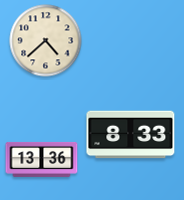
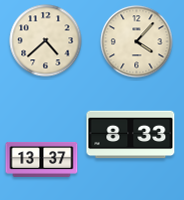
clock at (137, 42): none -> 4:07
clock at (42, 159): 13:36 -> 13:37
